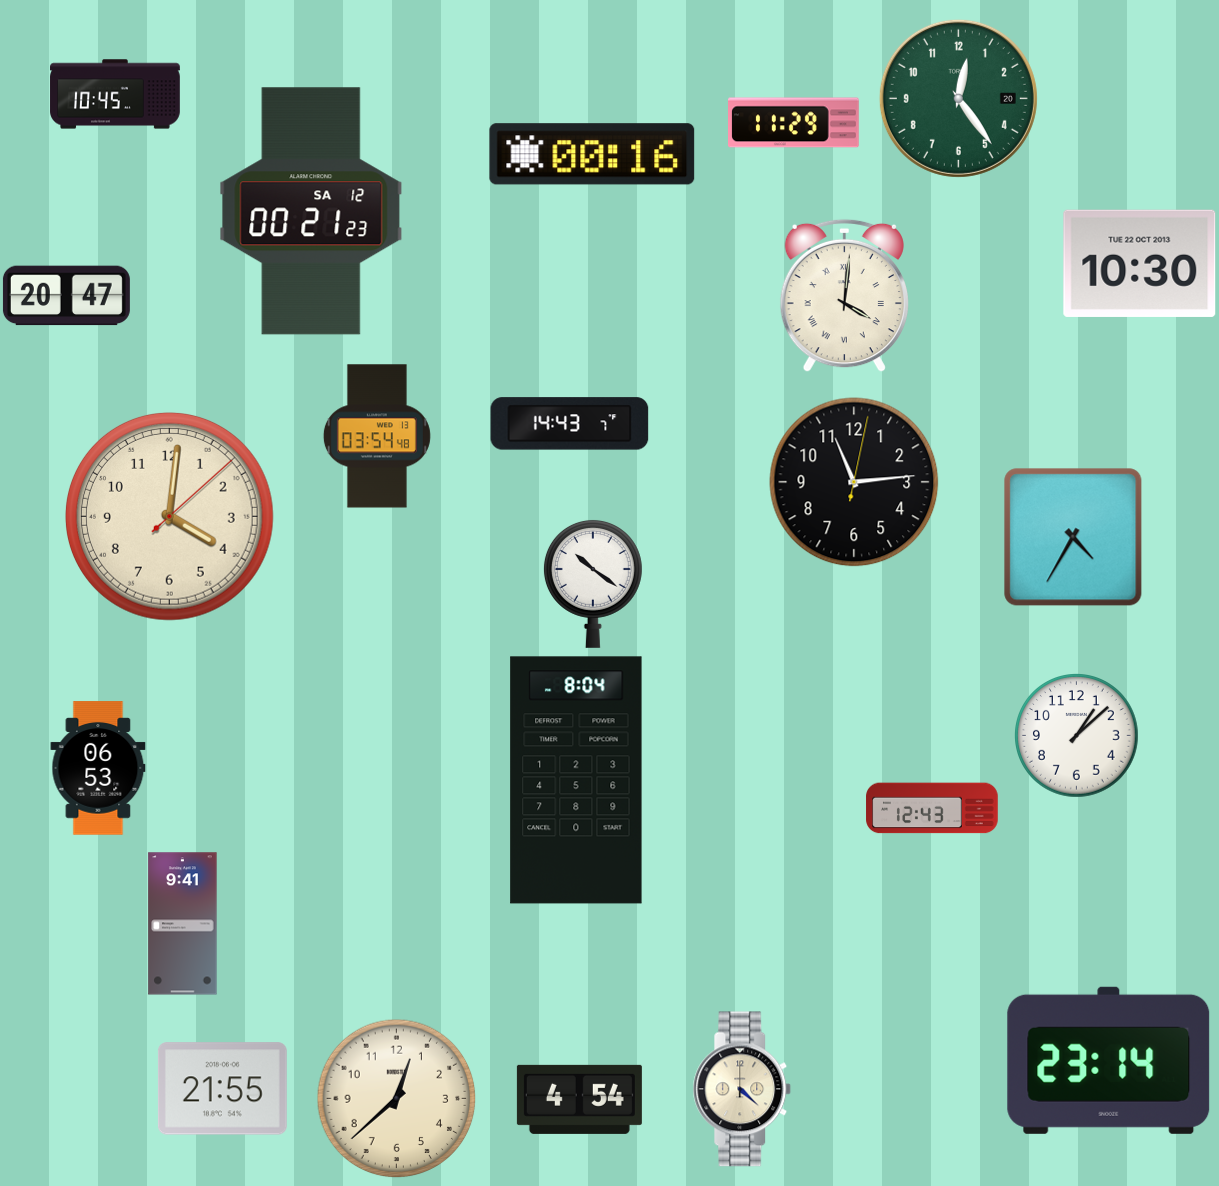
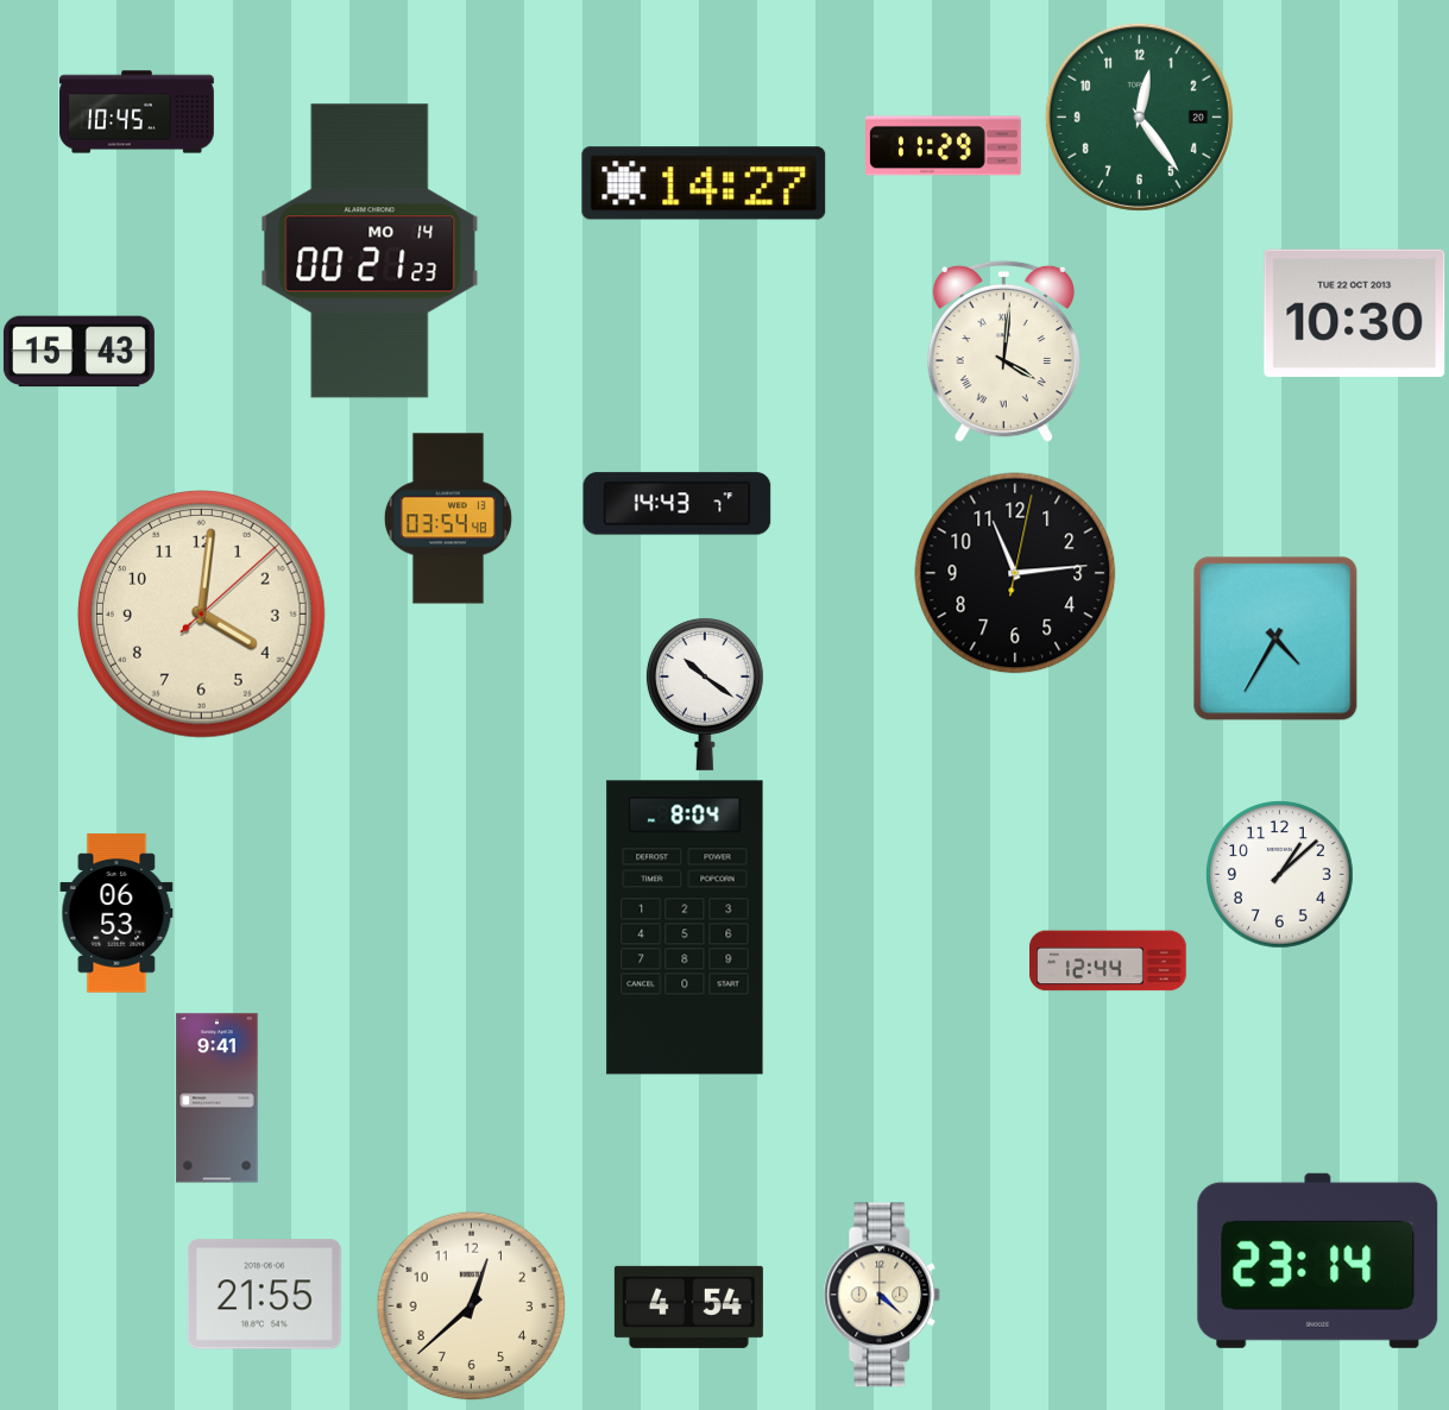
clock at (592, 154): 00:16 -> 14:27
clock at (311, 211) date: SA 12 -> MO 14
clock at (66, 296): 20:47 -> 15:43
clock at (932, 808): 12:43 -> 12:44
